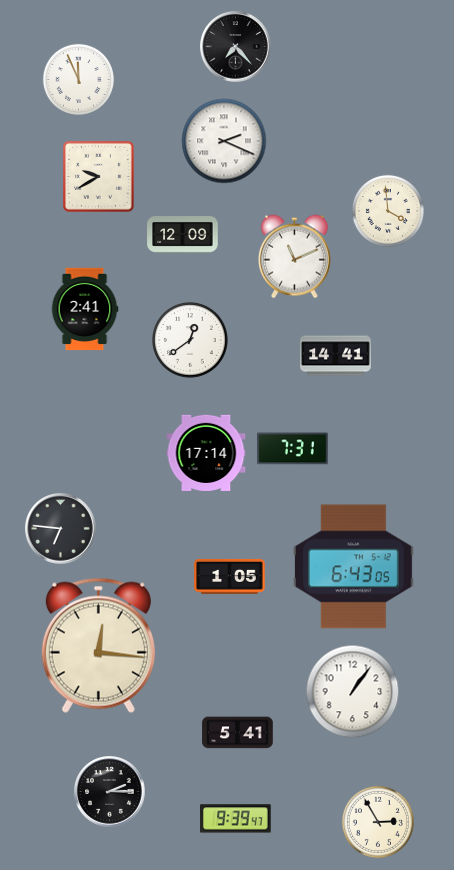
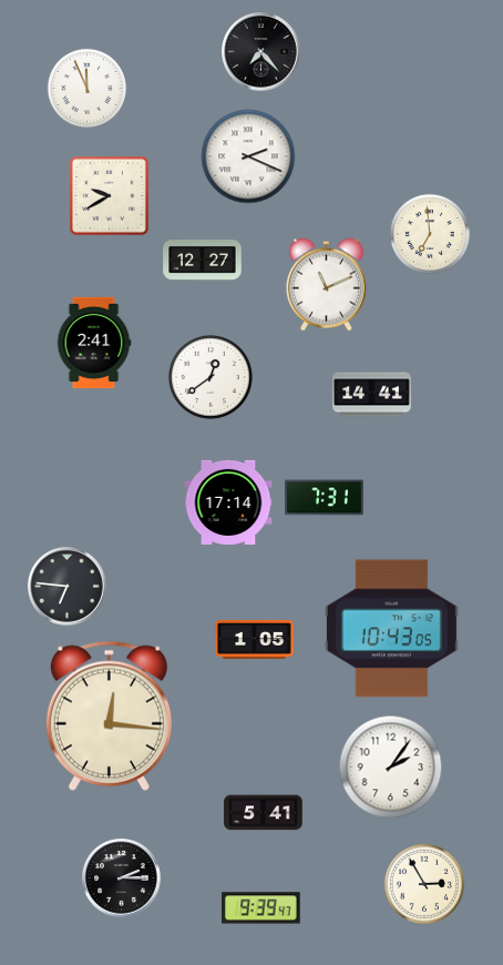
clock at (388, 211): 3:59 -> 6:59
clock at (183, 235): 12:09 -> 12:27
clock at (353, 567): 6:43 -> 10:43
clock at (353, 692): 1:06 -> 2:06
clock at (378, 822) position: (378, 822) -> (424, 884)
